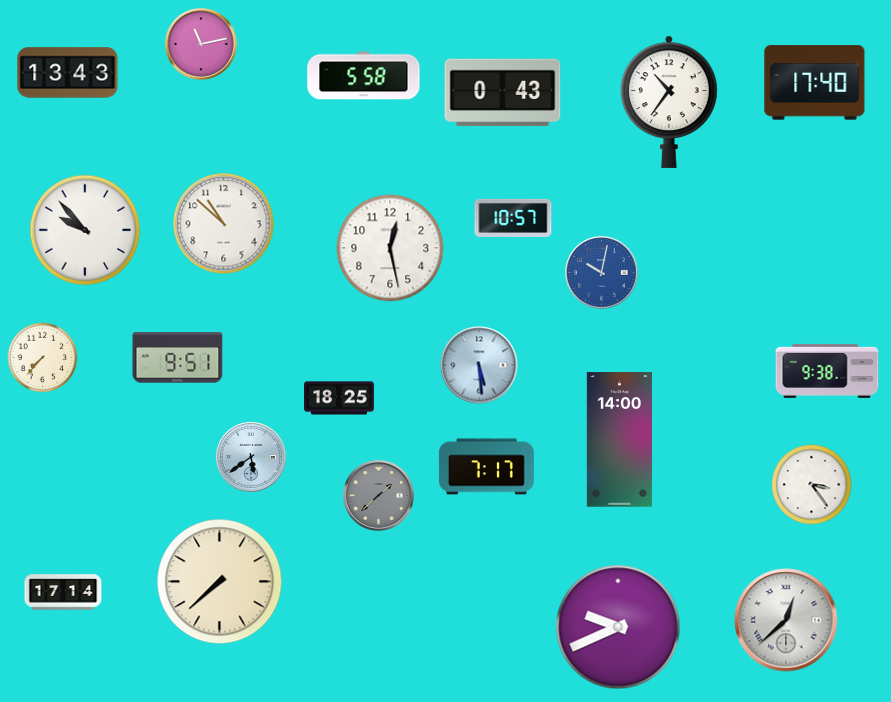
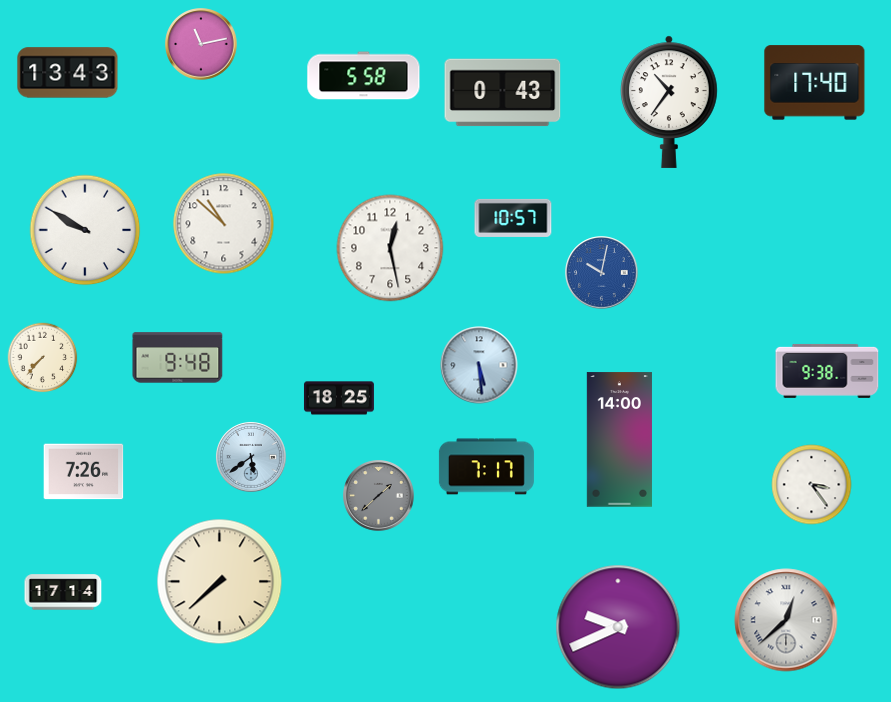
clock at (85, 230): 9:53 -> 9:50
clock at (178, 358): 9:51 -> 9:48
clock at (84, 472): none -> 7:26
